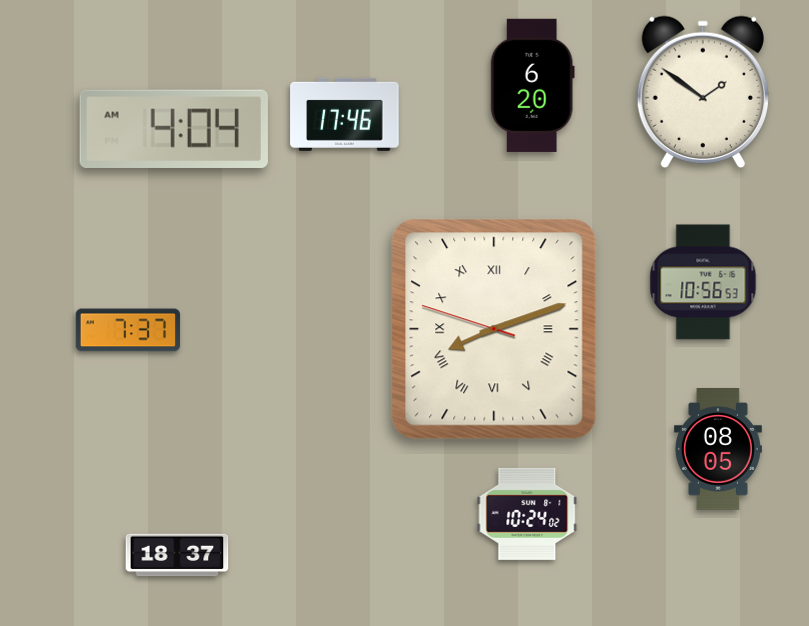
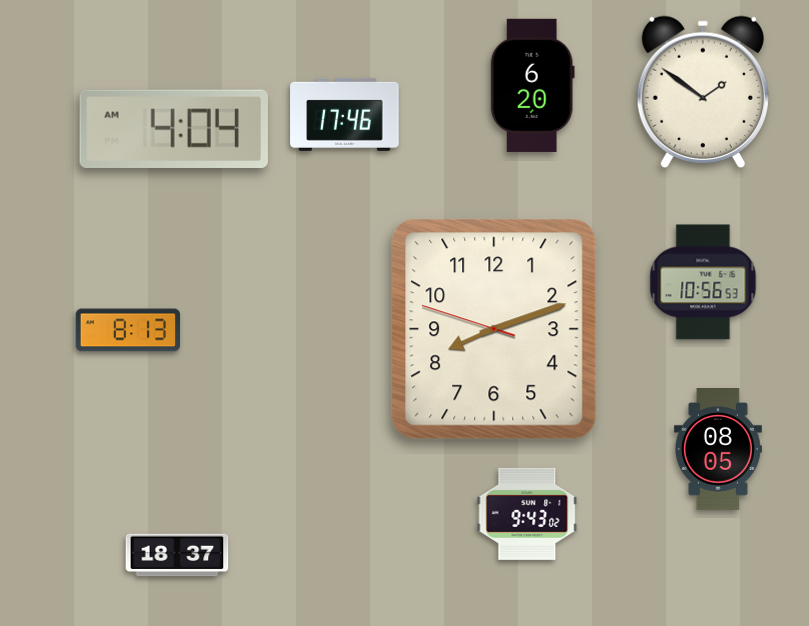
clock at (494, 329) numerals: Roman -> Arabic
clock at (128, 330): 7:37 -> 8:13
clock at (527, 514): 10:24 -> 9:43
